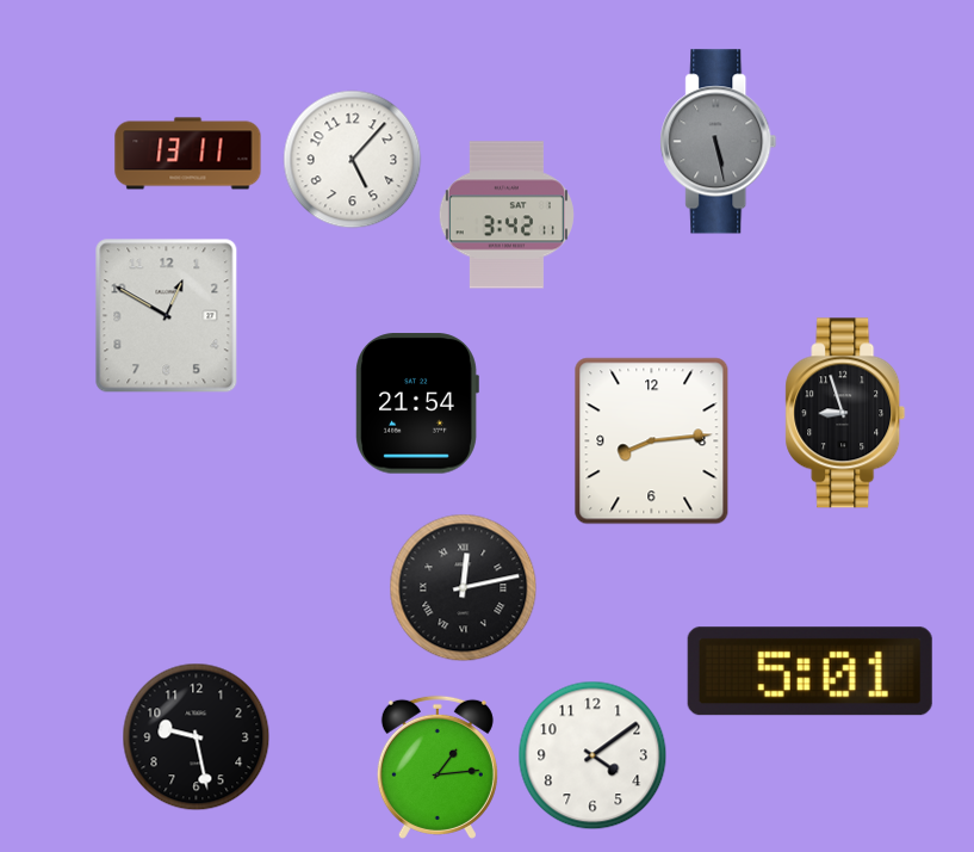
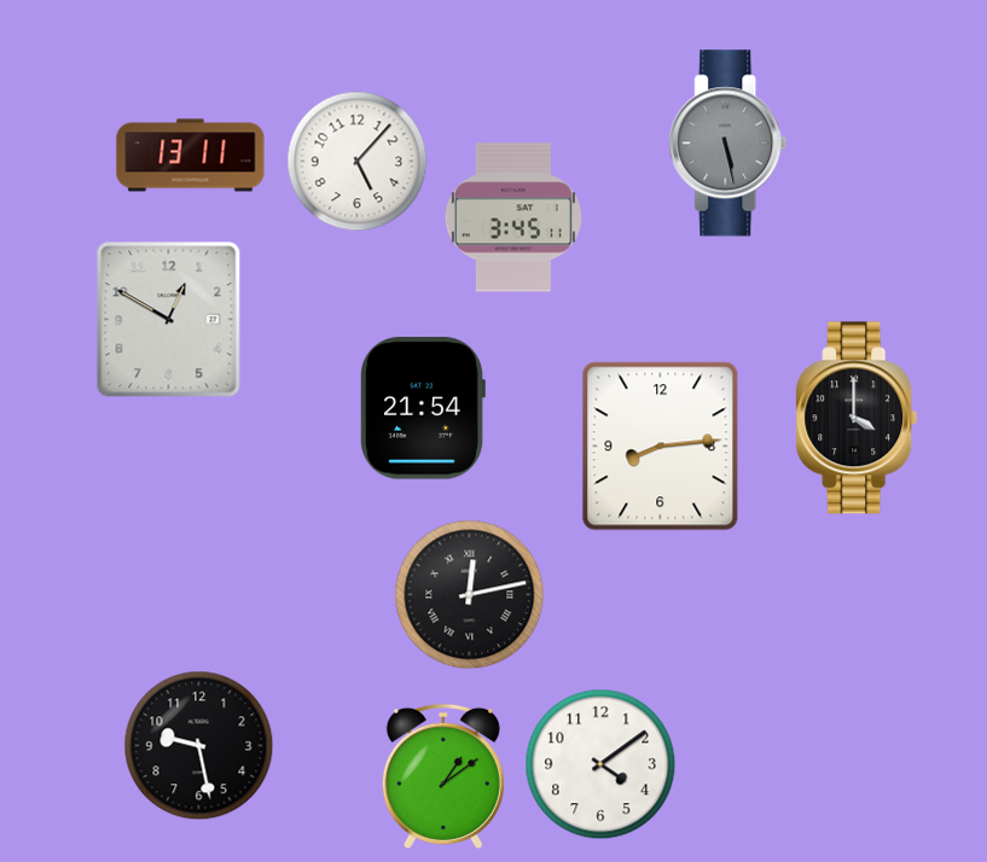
clock at (507, 215): 3:42 -> 3:45
clock at (845, 413): 8:57 -> 4:00
clock at (809, 672): 5:01 -> none
clock at (438, 767): 1:14 -> 1:09
